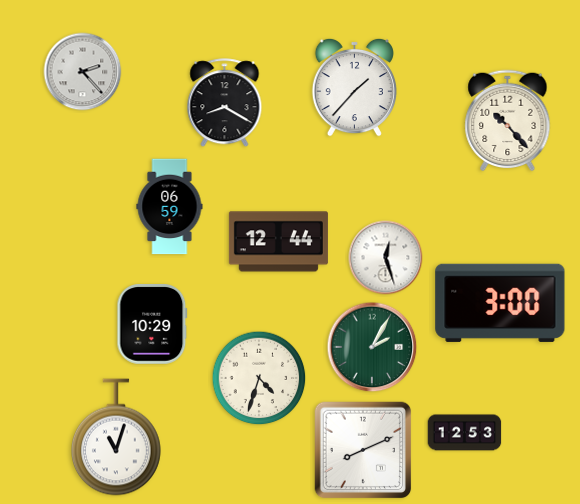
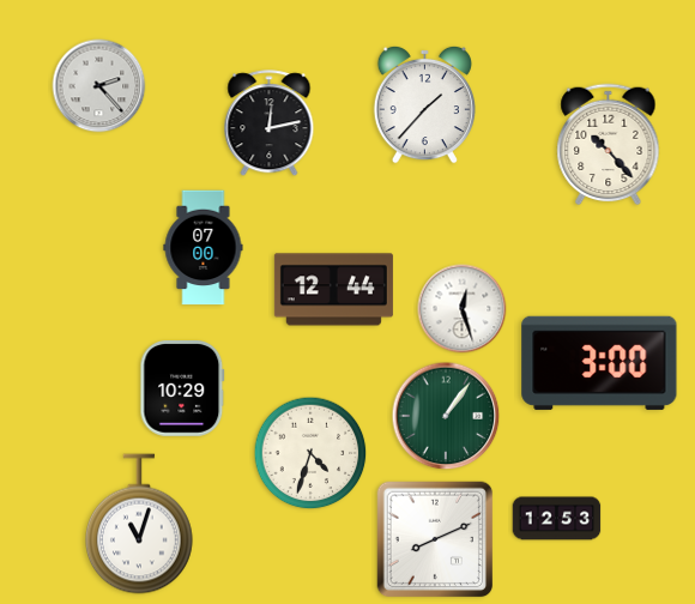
clock at (225, 103): 8:20 -> 12:13
clock at (170, 207): 06:59 -> 07:00
clock at (372, 347): 2:05 -> 1:06
